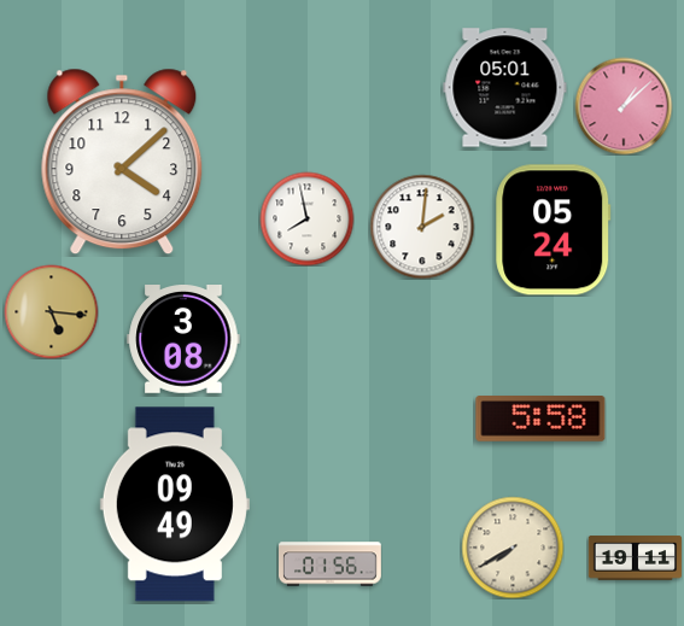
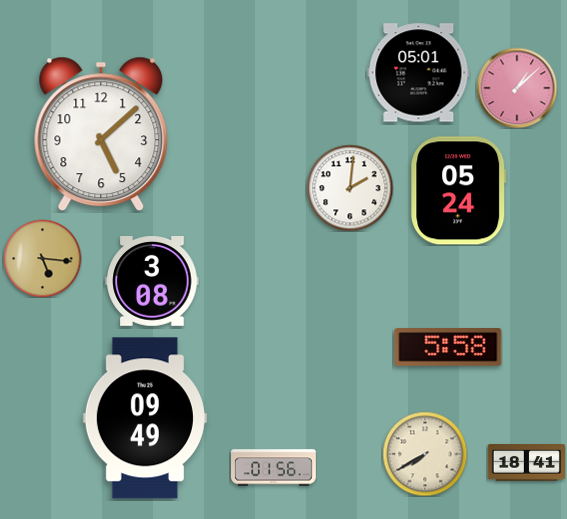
clock at (122, 162): 4:08 -> 5:08
clock at (306, 218): 7:58 -> none
clock at (635, 558): 19:11 -> 18:41
